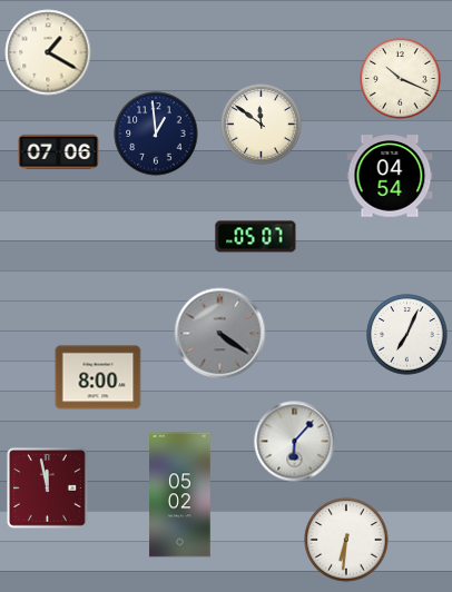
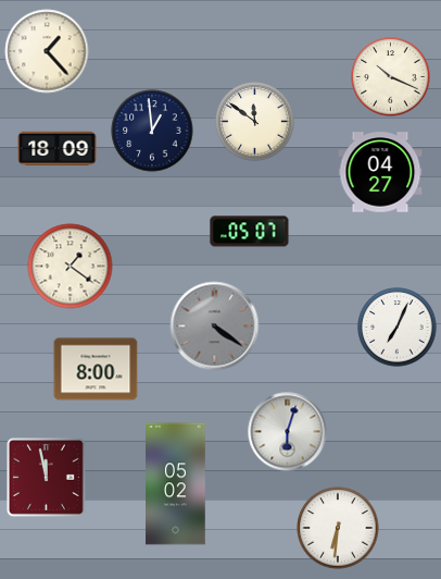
clock at (48, 52): 1:20 -> 1:23
clock at (59, 152): 07:06 -> 18:09
clock at (390, 176): 04:54 -> 04:27
clock at (71, 267): none -> 1:21
clock at (295, 442): 6:07 -> 6:03
